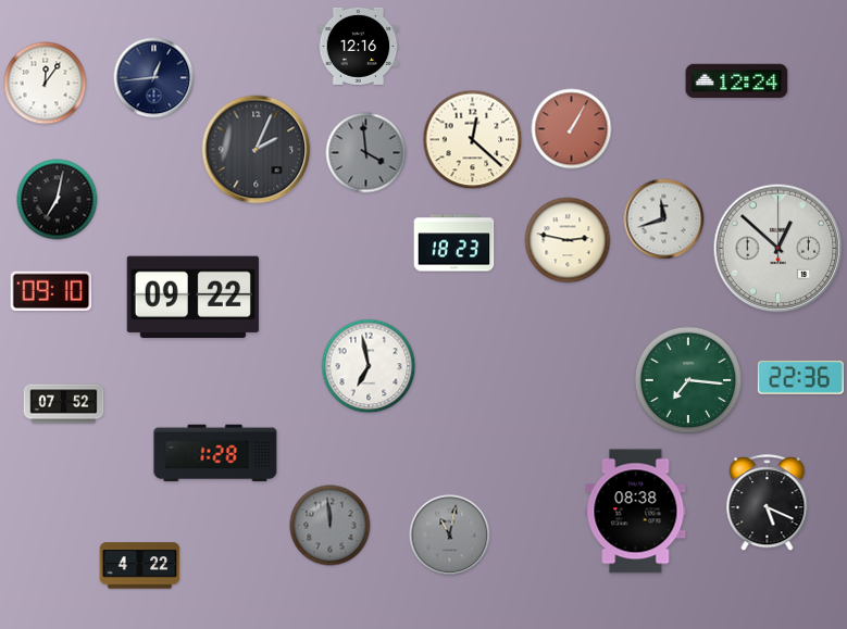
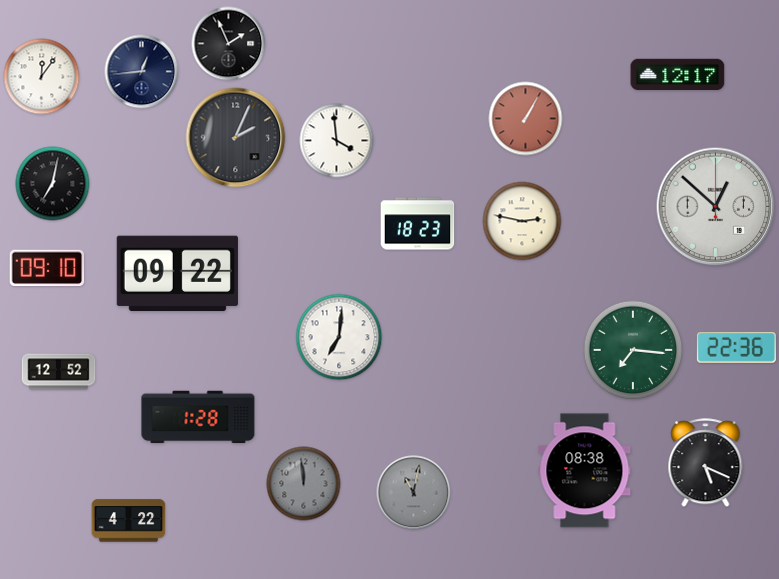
clock at (359, 46): 12:16 -> none
clock at (229, 44): none -> 1:56
clock at (737, 80): 12:24 -> 12:17
clock at (473, 140): 12:22 -> none
clock at (366, 153) dial: grey -> white
clock at (664, 219): 11:42 -> none
clock at (779, 249) position: (779, 249) -> (716, 207)
clock at (369, 366): 6:58 -> 7:01
clock at (64, 404): 07:52 -> 12:52
